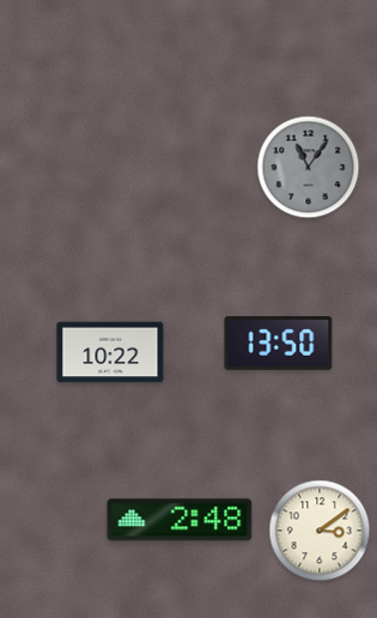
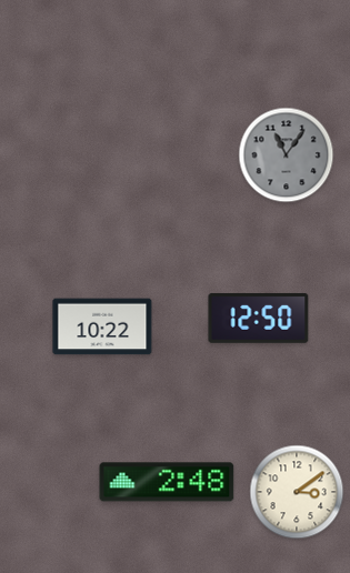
clock at (279, 344): 13:50 -> 12:50
